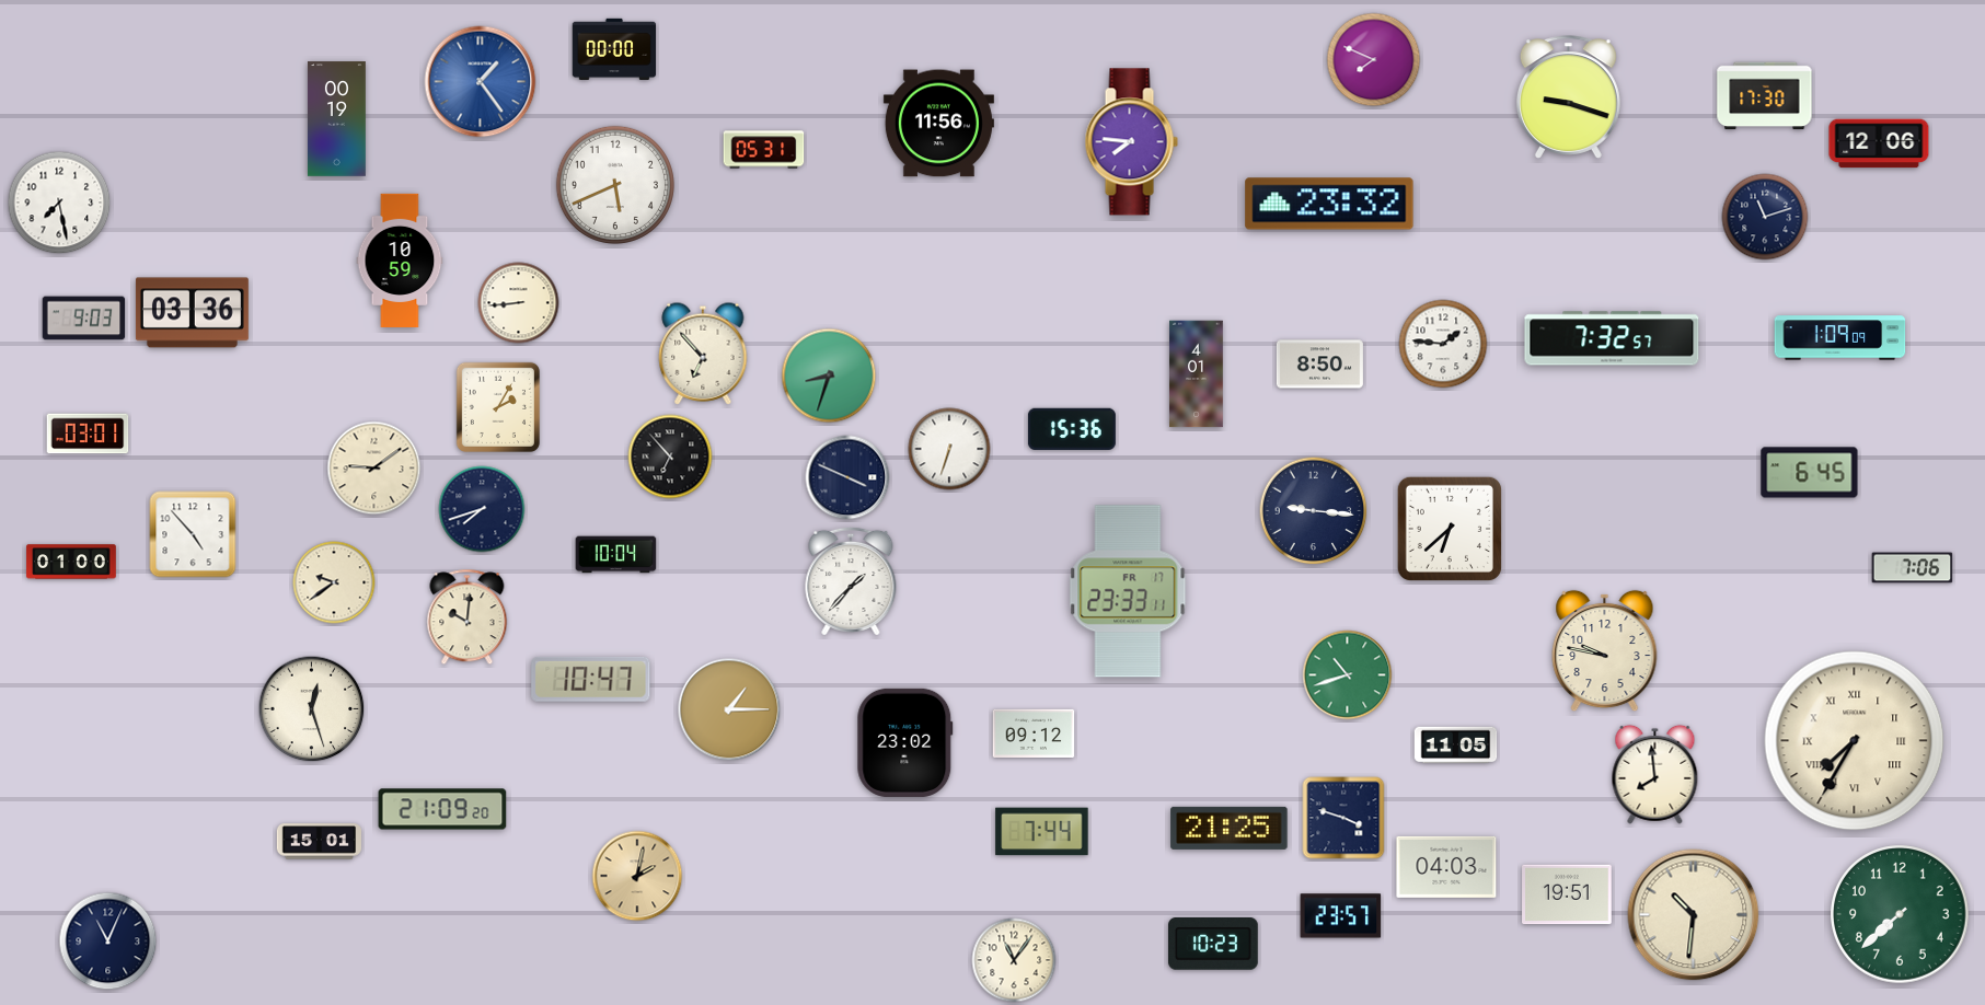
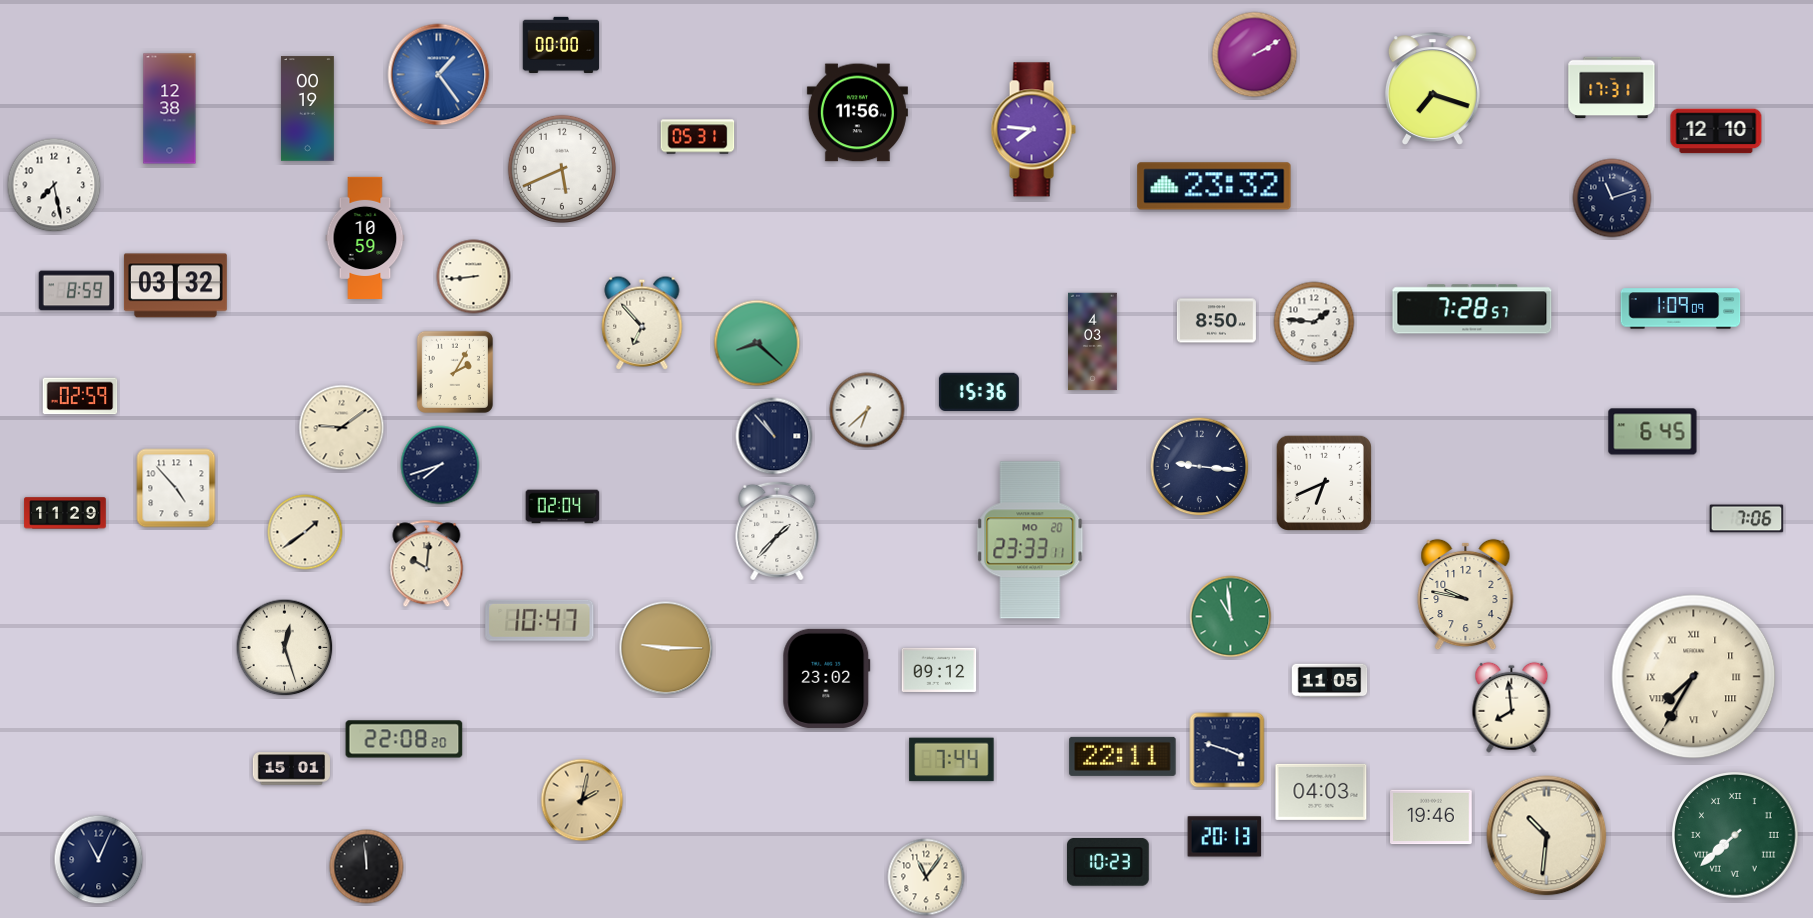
clock at (1374, 60): 7:49 -> 2:10
clock at (1765, 96): 17:30 -> 17:31
clock at (1568, 97): 9:18 -> 7:18
clock at (170, 109): none -> 12:38
clock at (1879, 143): 12:06 -> 12:10
clock at (192, 313): 03:36 -> 03:32
clock at (84, 319): 9:03 -> 8:59
clock at (1612, 338): 7:32 -> 7:28
clock at (1443, 344) position: (1443, 344) -> (1314, 322)
clock at (1319, 365) position: (1319, 365) -> (1216, 321)
clock at (1197, 374): 4:01 -> 4:03
clock at (829, 376): 8:33 -> 8:22
clock at (88, 434): 03:01 -> 02:59
clock at (949, 449): 6:33 -> 6:38
clock at (670, 457): 6:53 -> none
clock at (847, 477): 3:49 -> 10:53
clock at (1450, 529): 6:38 -> 6:41
clock at (616, 555): 10:04 -> 02:04
clock at (71, 562): 01:00 -> 11:29
clock at (334, 582): 9:39 -> 1:39
clock at (1128, 591) date: FR 17 -> MO 20
clock at (1348, 675): 10:42 -> 10:59
clock at (729, 709): 1:15 -> 9:15
clock at (1034, 733) position: (1034, 733) -> (939, 670)
clock at (442, 809): 21:09 -> 22:08
clock at (1343, 818) position: (1343, 818) -> (1227, 750)
clock at (1230, 828): 21:25 -> 22:11
clock at (1567, 894): 19:51 -> 19:46
clock at (1900, 914) numerals: Arabic -> Roman
clock at (1341, 916): 23:57 -> 20:13
clock at (367, 867): none -> 11:59
